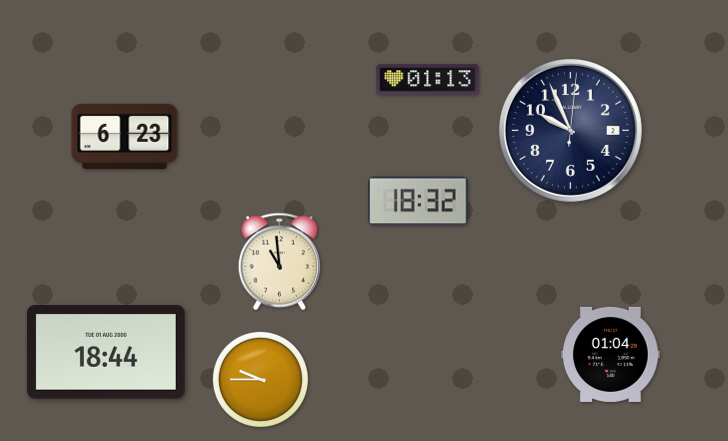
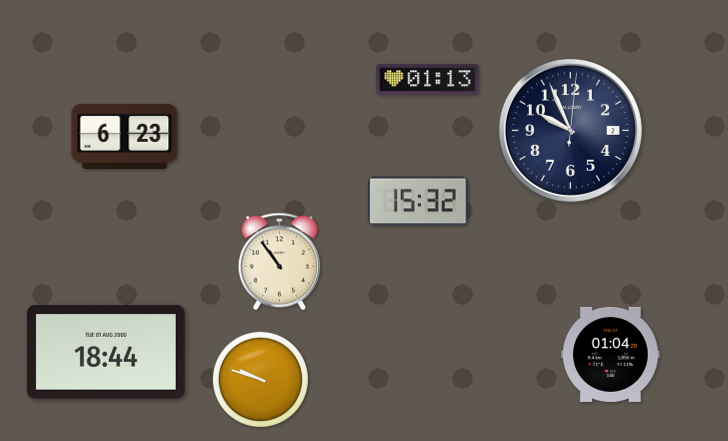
clock at (418, 201): 18:32 -> 15:32
clock at (280, 262): 10:59 -> 10:54
clock at (260, 379): 9:45 -> 9:48
